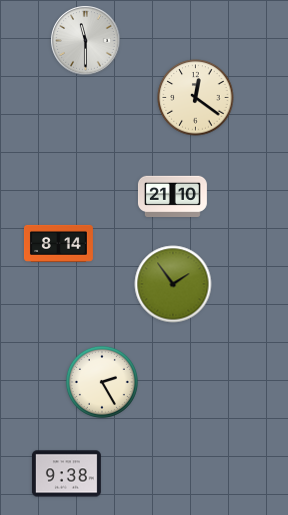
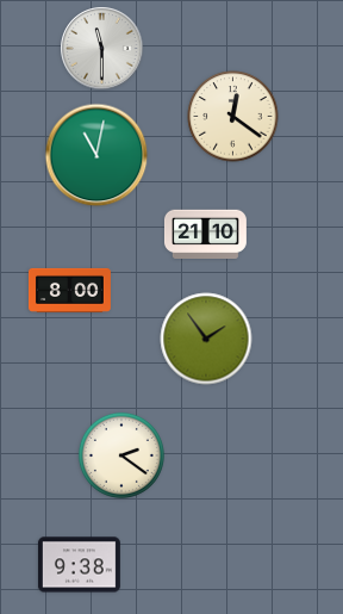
clock at (96, 155): none -> 11:02
clock at (58, 243): 8:14 -> 8:00
clock at (102, 382): 2:25 -> 2:21
